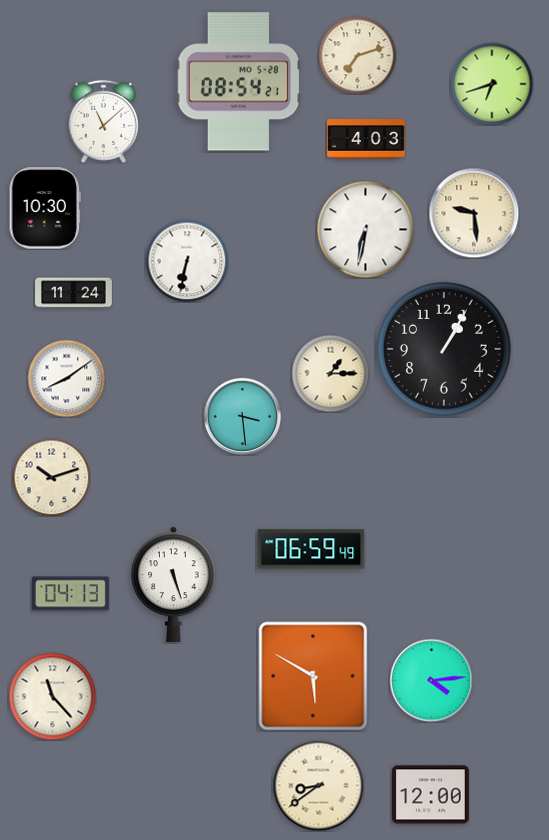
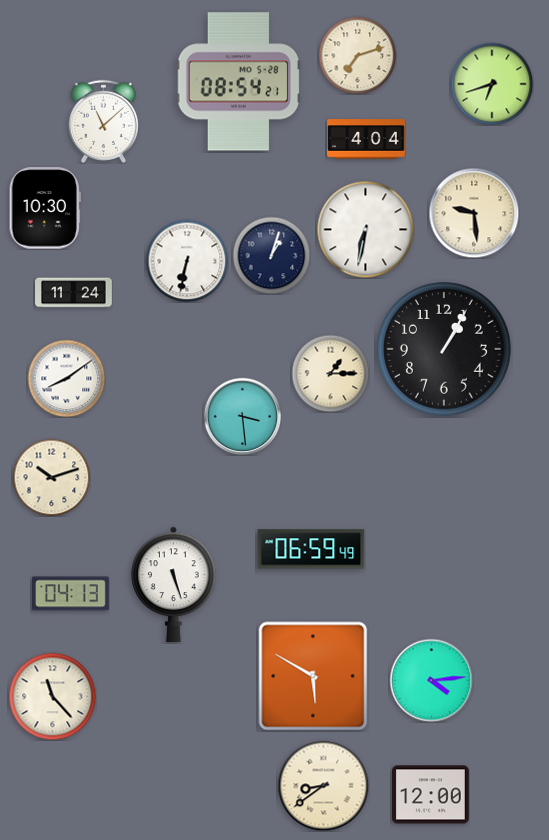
clock at (366, 139): 4:03 -> 4:04
clock at (271, 255): none -> 1:03
clock at (318, 785) position: (318, 785) -> (323, 785)
